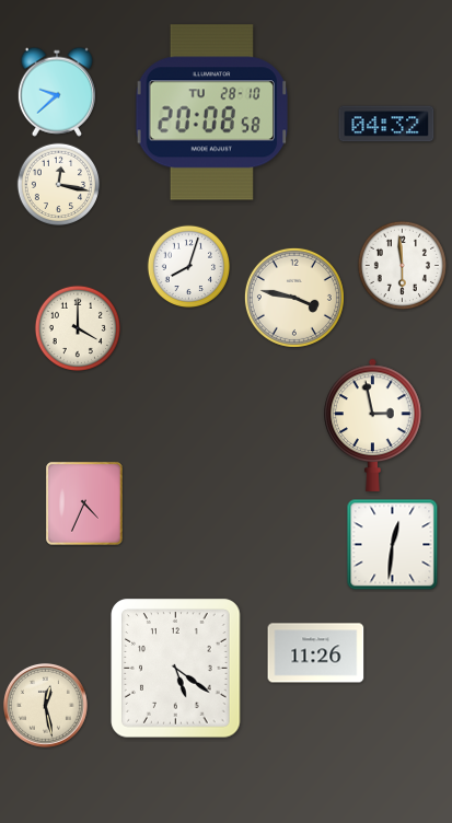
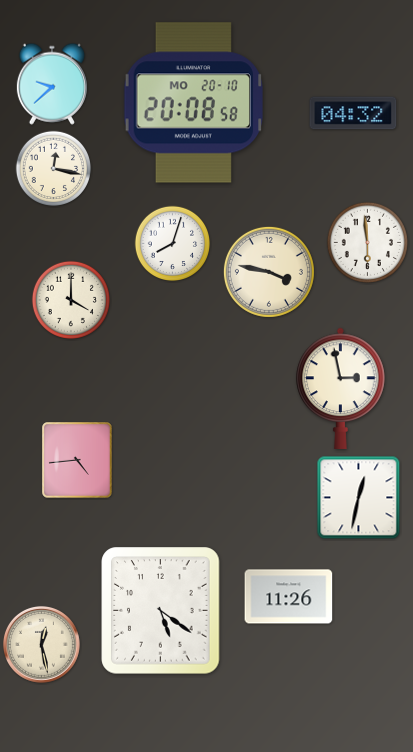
clock at (212, 113) date: TU 28-10 -> MO 20-10
clock at (84, 503): 4:34 -> 4:44
clock at (393, 545): 12:31 -> 12:32
